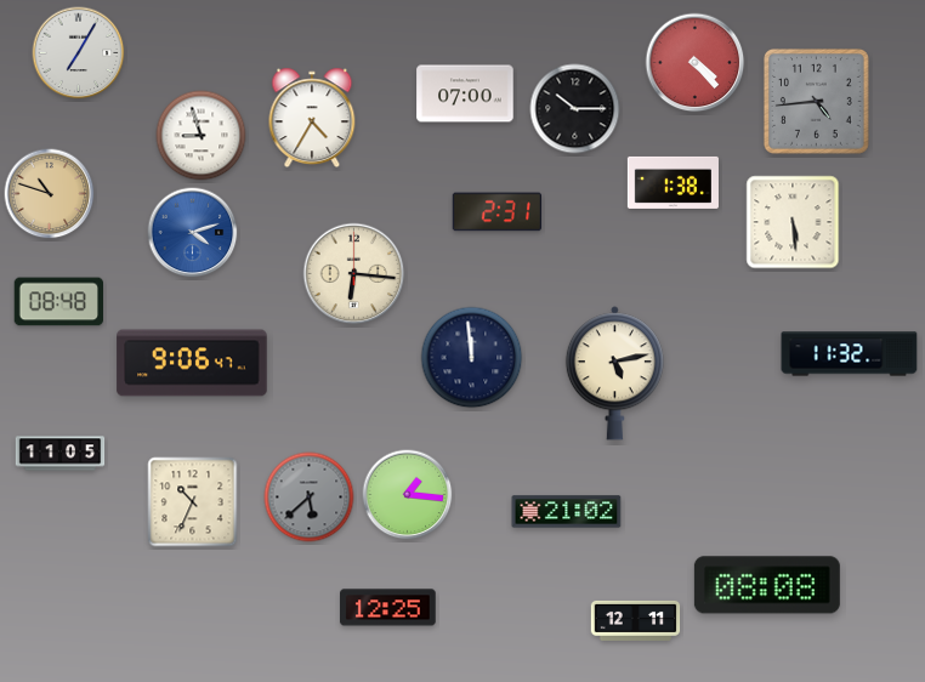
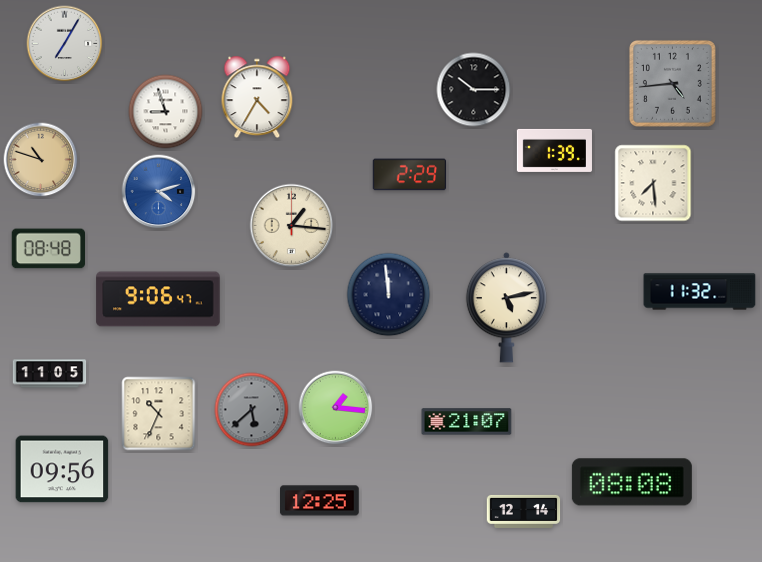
clock at (696, 63): 4:23 -> none
clock at (465, 93): 07:00 -> none
clock at (673, 182): 1:38 -> 1:39
clock at (498, 212): 2:31 -> 2:29
clock at (793, 222): 5:29 -> 7:29
clock at (354, 274): 6:16 -> 1:16
clock at (310, 498) position: (310, 498) -> (252, 410)
clock at (567, 512): 21:02 -> 21:07
clock at (62, 469): none -> 09:56
clock at (636, 620): 12:11 -> 12:14
